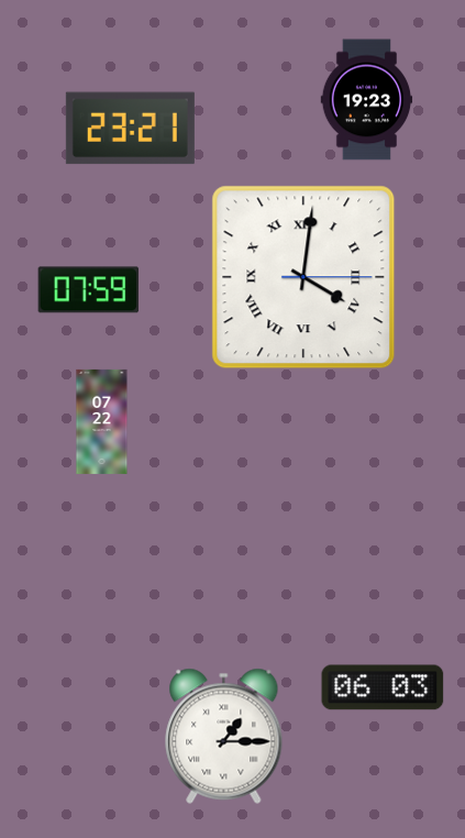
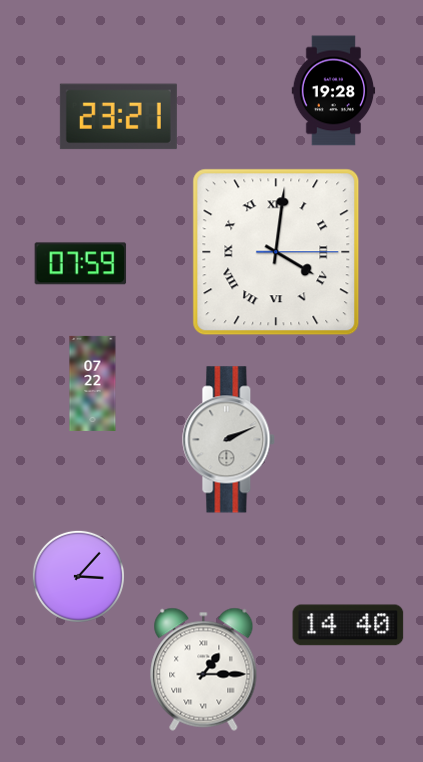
clock at (367, 100): 19:23 -> 19:28
clock at (229, 440): none -> 2:11
clock at (78, 576): none -> 3:07
clock at (383, 687): 06:03 -> 14:40
